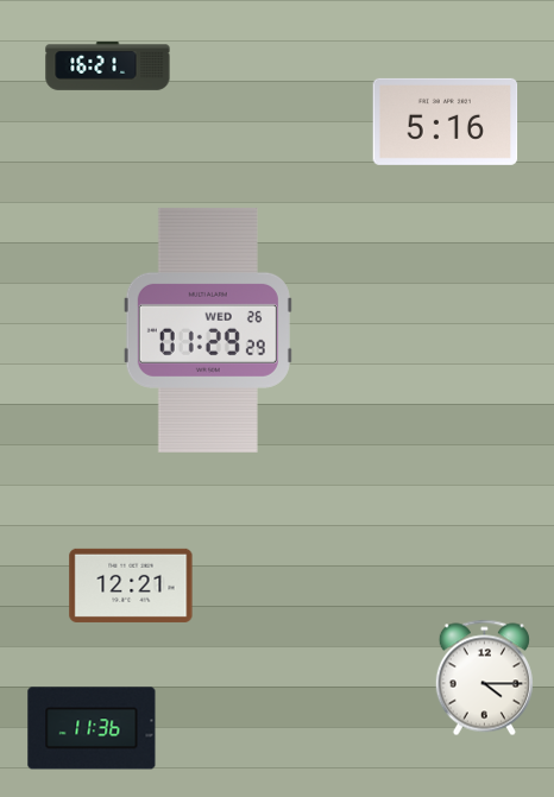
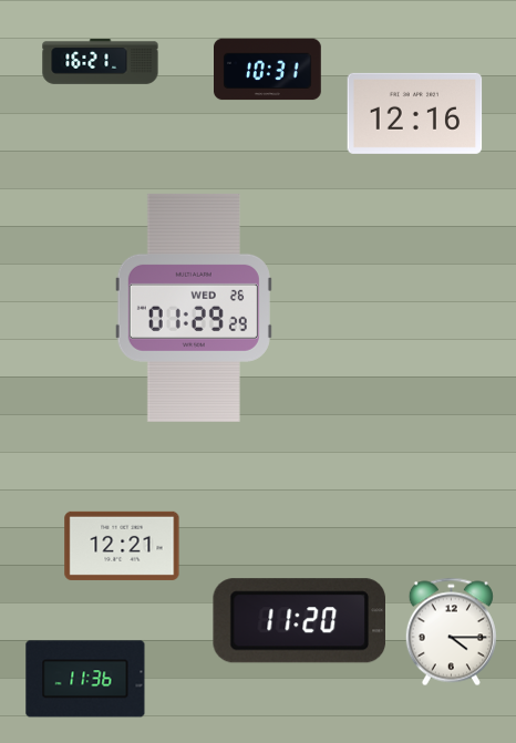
clock at (268, 70): none -> 10:31
clock at (446, 121): 5:16 -> 12:16
clock at (299, 621): none -> 11:20
